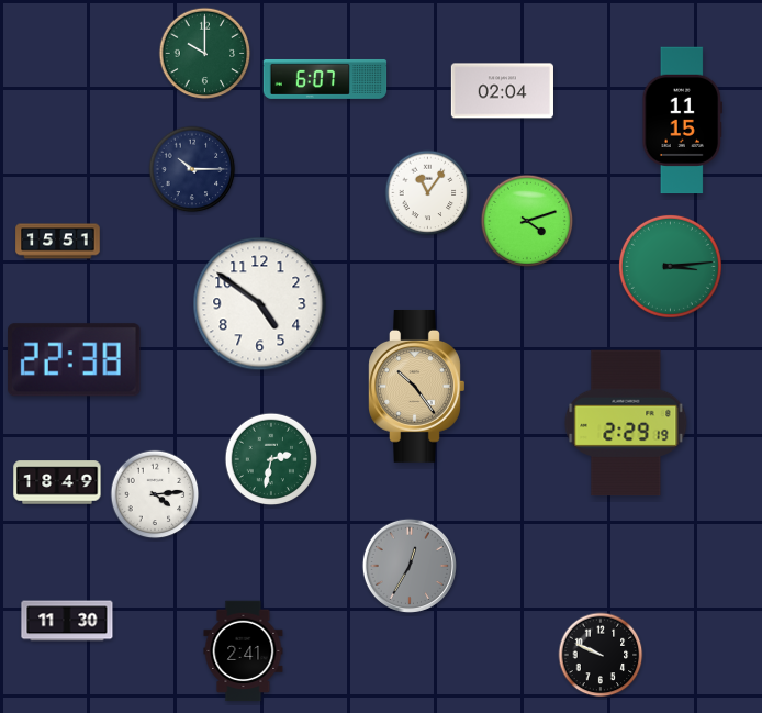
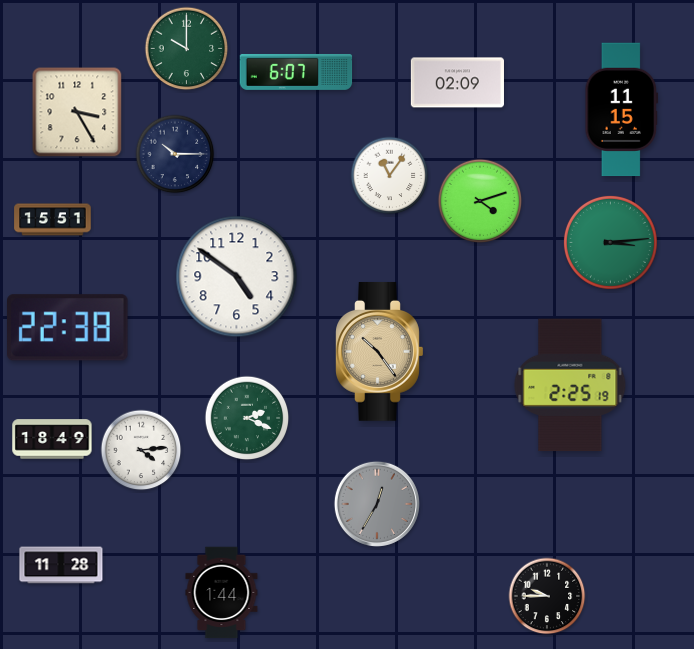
clock at (502, 91): 02:04 -> 02:09
clock at (77, 112): none -> 3:25
clock at (626, 423): 2:29 -> 2:25
clock at (271, 459): 2:32 -> 2:19
clock at (410, 566) position: (410, 566) -> (377, 504)
clock at (67, 621): 11:30 -> 11:28
clock at (244, 651): 2:41 -> 1:44
clock at (601, 655): 9:49 -> 9:45
